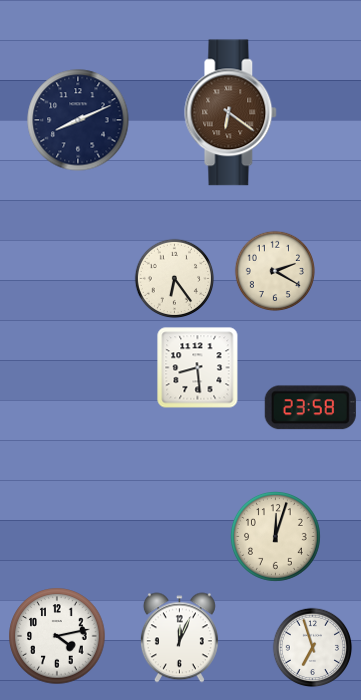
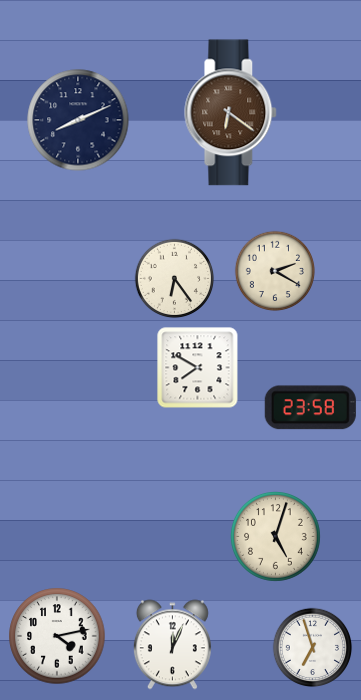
clock at (198, 368): 8:29 -> 7:50
clock at (276, 537): 12:03 -> 5:03
clock at (179, 638) position: (179, 638) -> (172, 645)
